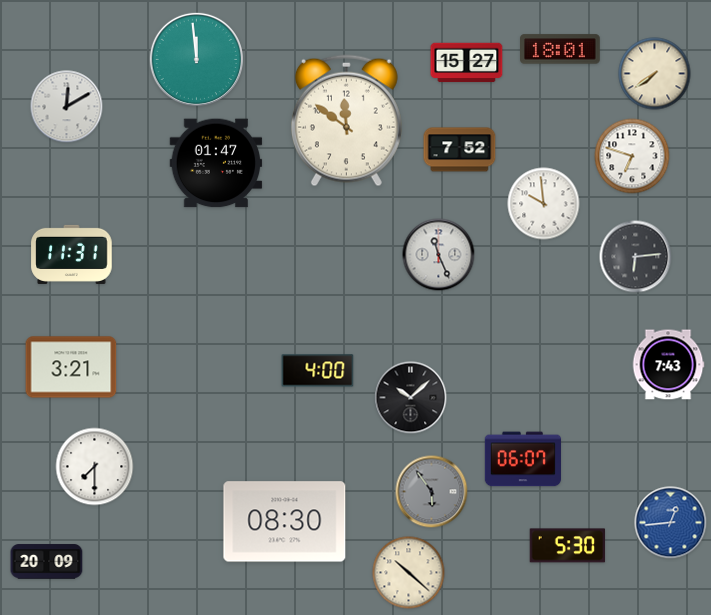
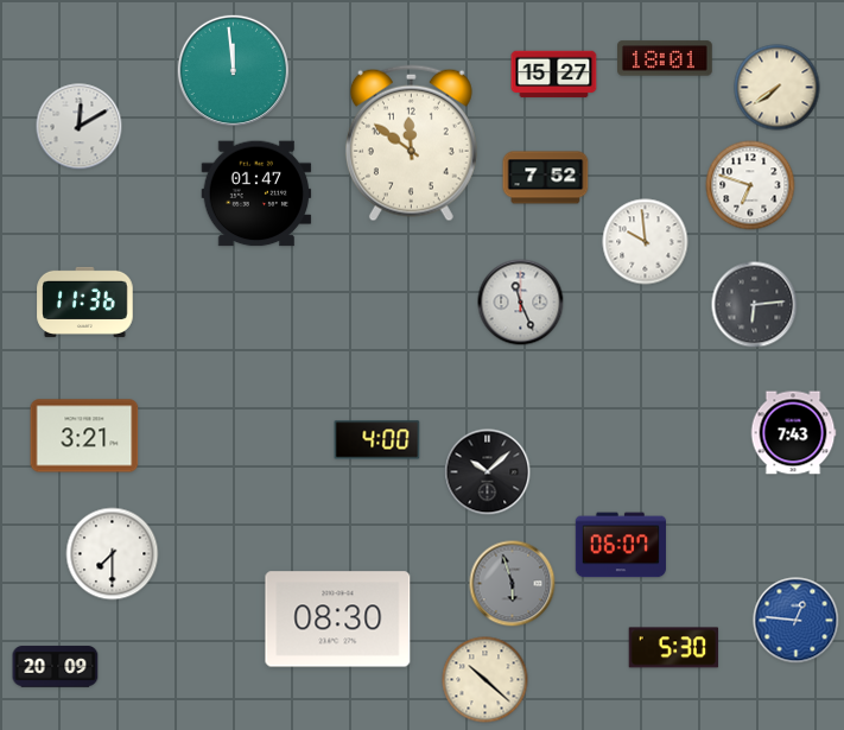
clock at (72, 254): 11:31 -> 11:36
clock at (432, 492): 5:54 -> 5:57
clock at (671, 523): 12:44 -> 12:46
